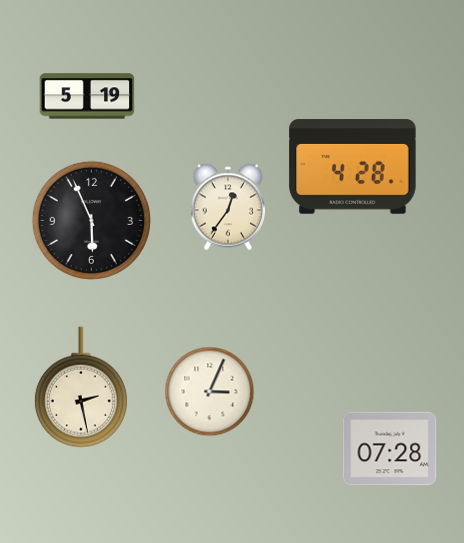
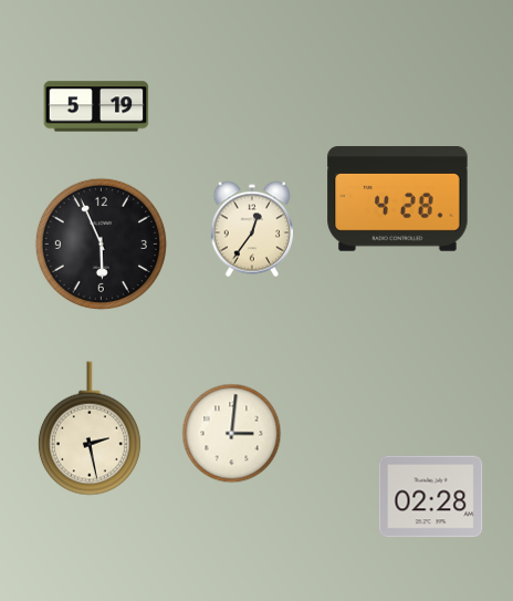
clock at (353, 167) position: (353, 167) -> (398, 199)
clock at (210, 392): 3:04 -> 3:01
clock at (390, 449): 07:28 -> 02:28
